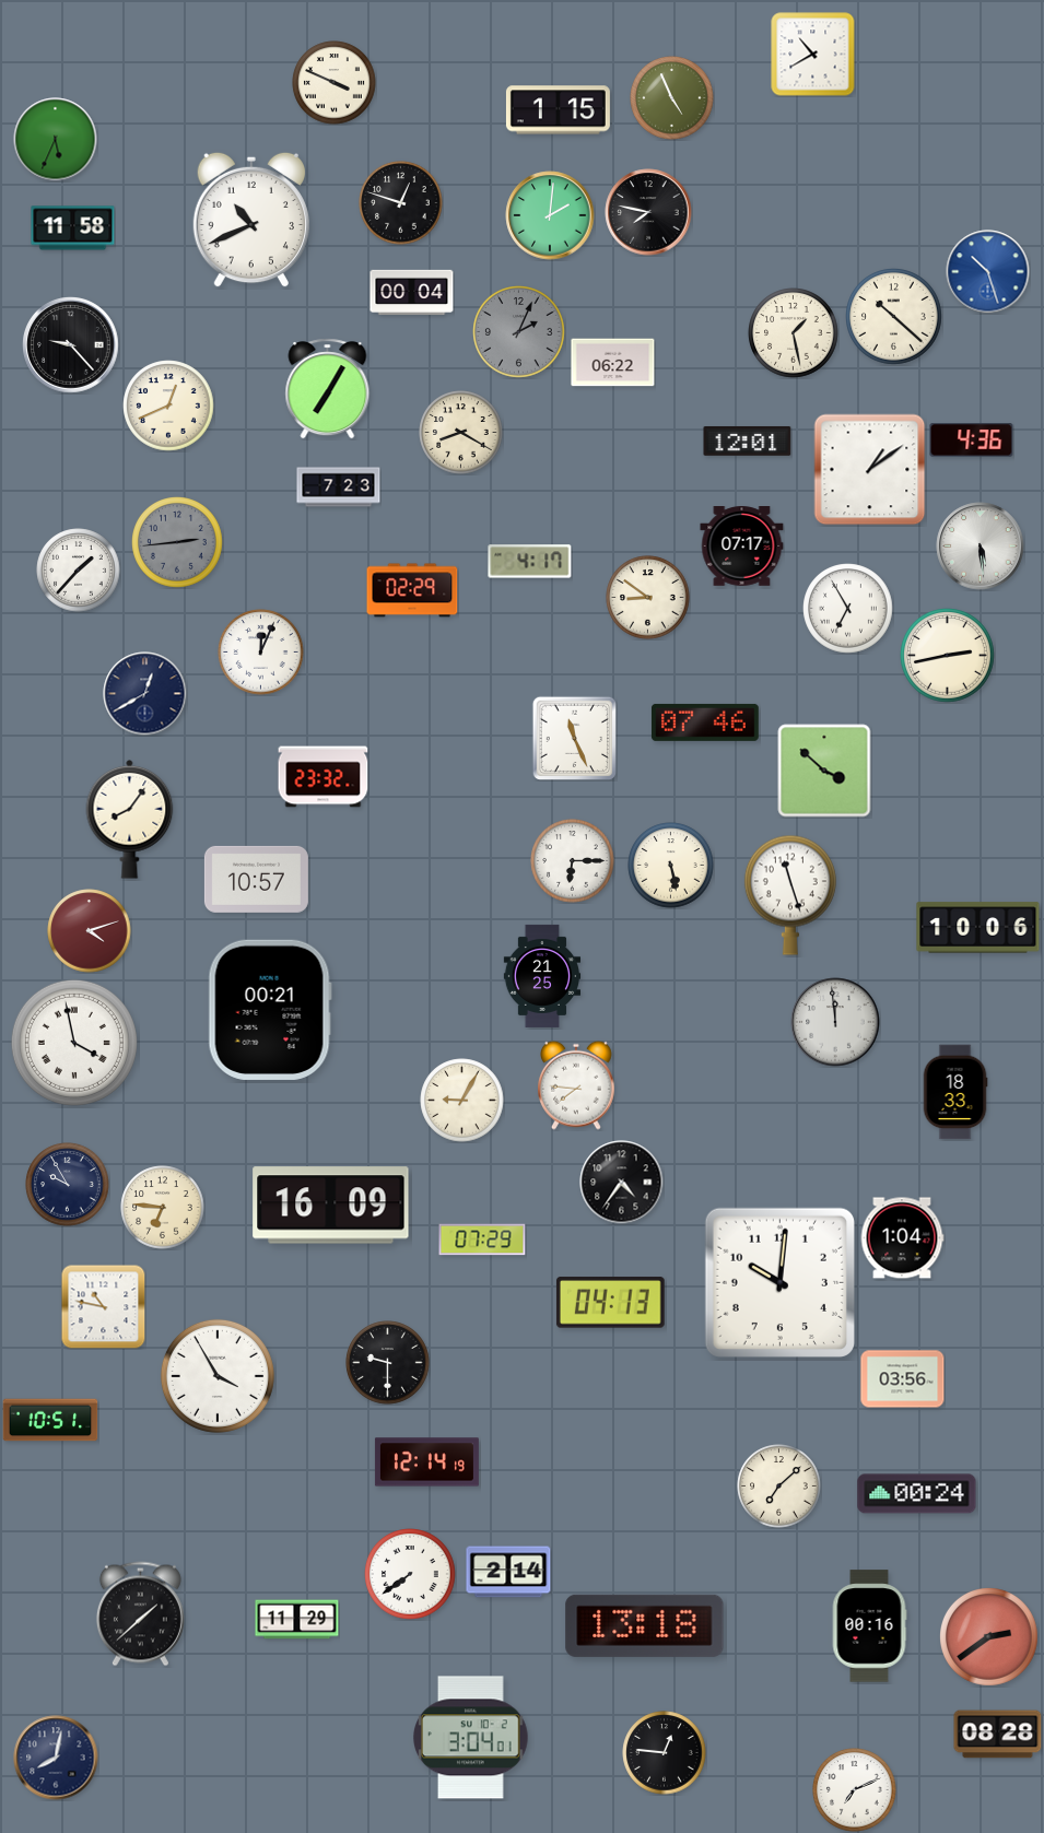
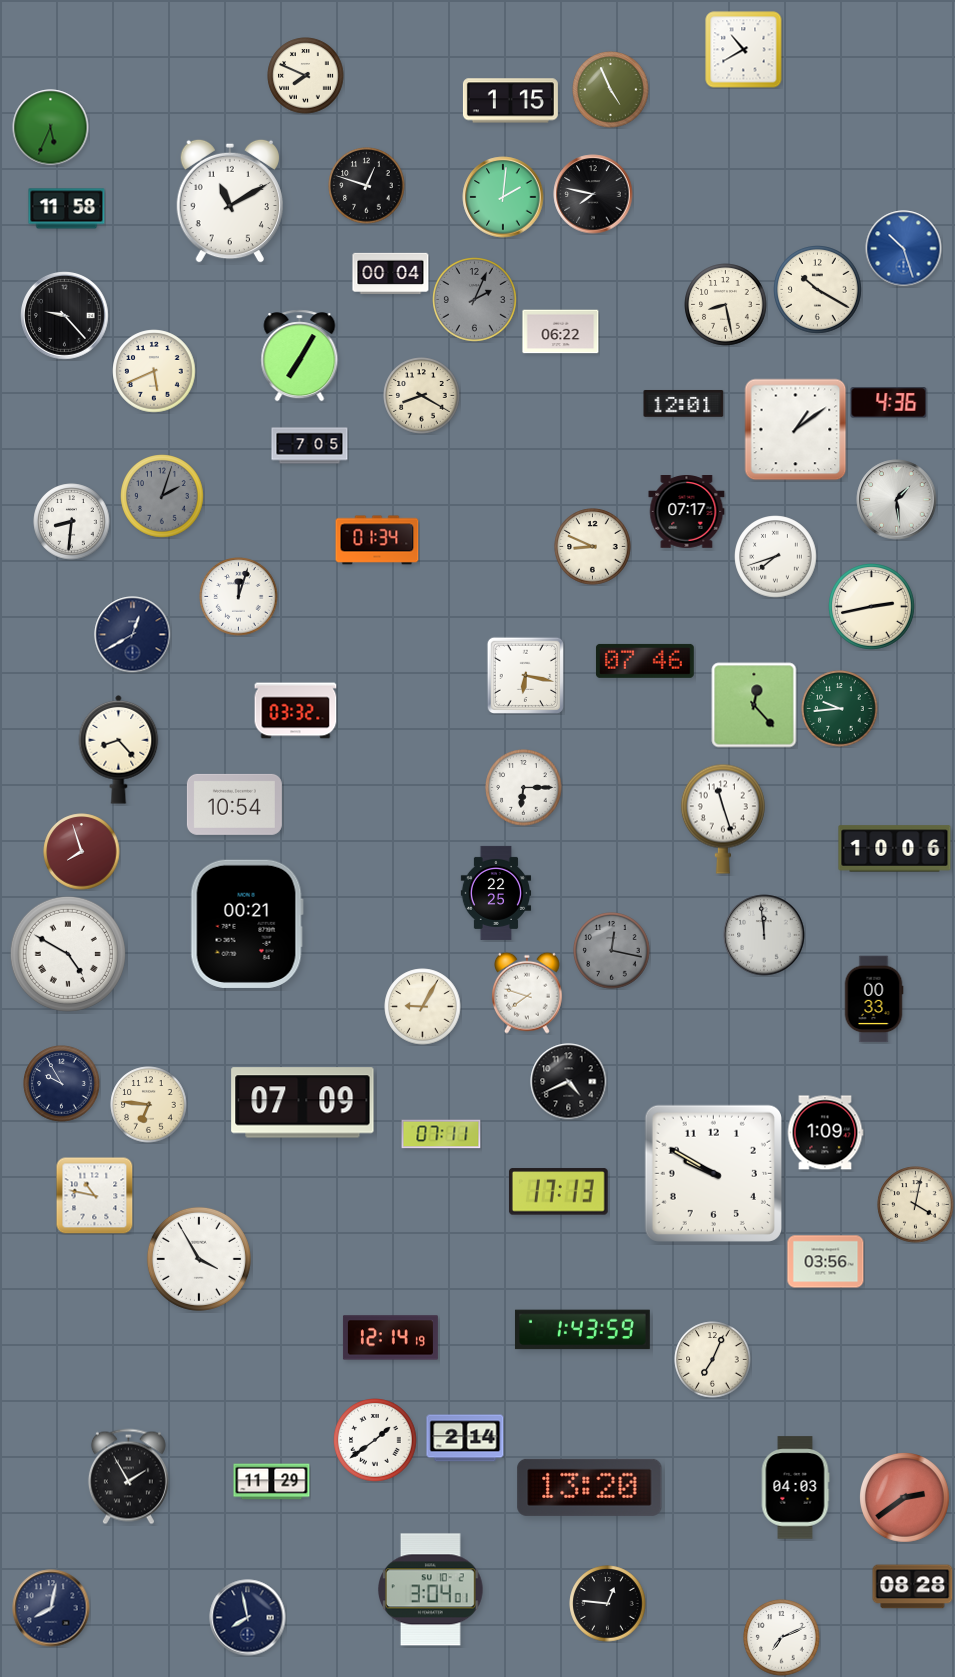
clock at (335, 83): 3:49 -> 7:49
clock at (672, 98) position: (672, 98) -> (611, 90)
clock at (251, 220): 10:41 -> 11:10
clock at (412, 293) position: (412, 293) -> (391, 274)
clock at (894, 317): 10:22 -> 10:20
clock at (519, 332) position: (519, 332) -> (475, 300)
clock at (794, 333): 1:28 -> 8:28
clock at (168, 406): 12:41 -> 5:41
clock at (339, 487): 7:23 -> 7:05
clock at (177, 542): 2:44 -> 2:03
clock at (742, 547) position: (742, 547) -> (687, 512)
clock at (981, 547): 5:29 -> 1:29
clock at (530, 562): 4:17 -> none
clock at (79, 571): 1:37 -> 8:31
clock at (412, 590): 02:29 -> 01:34
clock at (648, 598): 8:51 -> 8:49
clock at (848, 609): 6:55 -> 7:42
clock at (261, 653): 12:04 -> 12:03
clock at (948, 656) position: (948, 656) -> (872, 607)
clock at (574, 738): 11:26 -> 6:17
clock at (824, 771): 3:52 -> 12:23
clock at (840, 709): none -> 9:44
clock at (324, 777): 23:32 -> 03:32
clock at (130, 819): 8:06 -> 8:23
clock at (671, 866): 5:28 -> none
clock at (256, 879): 10:57 -> 10:54
clock at (90, 931): 4:12 -> 7:57
clock at (542, 976): 21:25 -> 22:25
clock at (612, 951): none -> 12:17
clock at (74, 1043): 3:58 -> 4:50
clock at (577, 1085): 7:46 -> 7:48
clock at (955, 1092): 18:33 -> 00:33
clock at (622, 1183): 4:36 -> 4:41
clock at (331, 1206): 16:09 -> 07:09
clock at (902, 1238): 1:04 -> 1:09
clock at (482, 1239): 07:29 -> 07:11
clock at (779, 1282): 10:01 -> 9:50
clock at (610, 1303): 04:13 -> 17:13
clock at (916, 1205): none -> 4:02
clock at (388, 1363): 9:30 -> none
clock at (50, 1420): 10:51 -> none
clock at (582, 1330): none -> 1:43
clock at (779, 1487): 7:08 -> 7:04
clock at (917, 1494): 00:24 -> none
clock at (410, 1574): 7:39 -> 1:39
clock at (140, 1614): 1:38 -> 1:55
clock at (645, 1625): 13:18 -> 13:20
clock at (869, 1626): 00:16 -> 04:03
clock at (248, 1618): none -> 7:58
